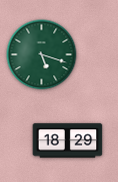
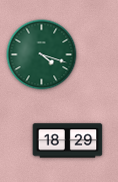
clock at (42, 55): 5:18 -> 4:18
